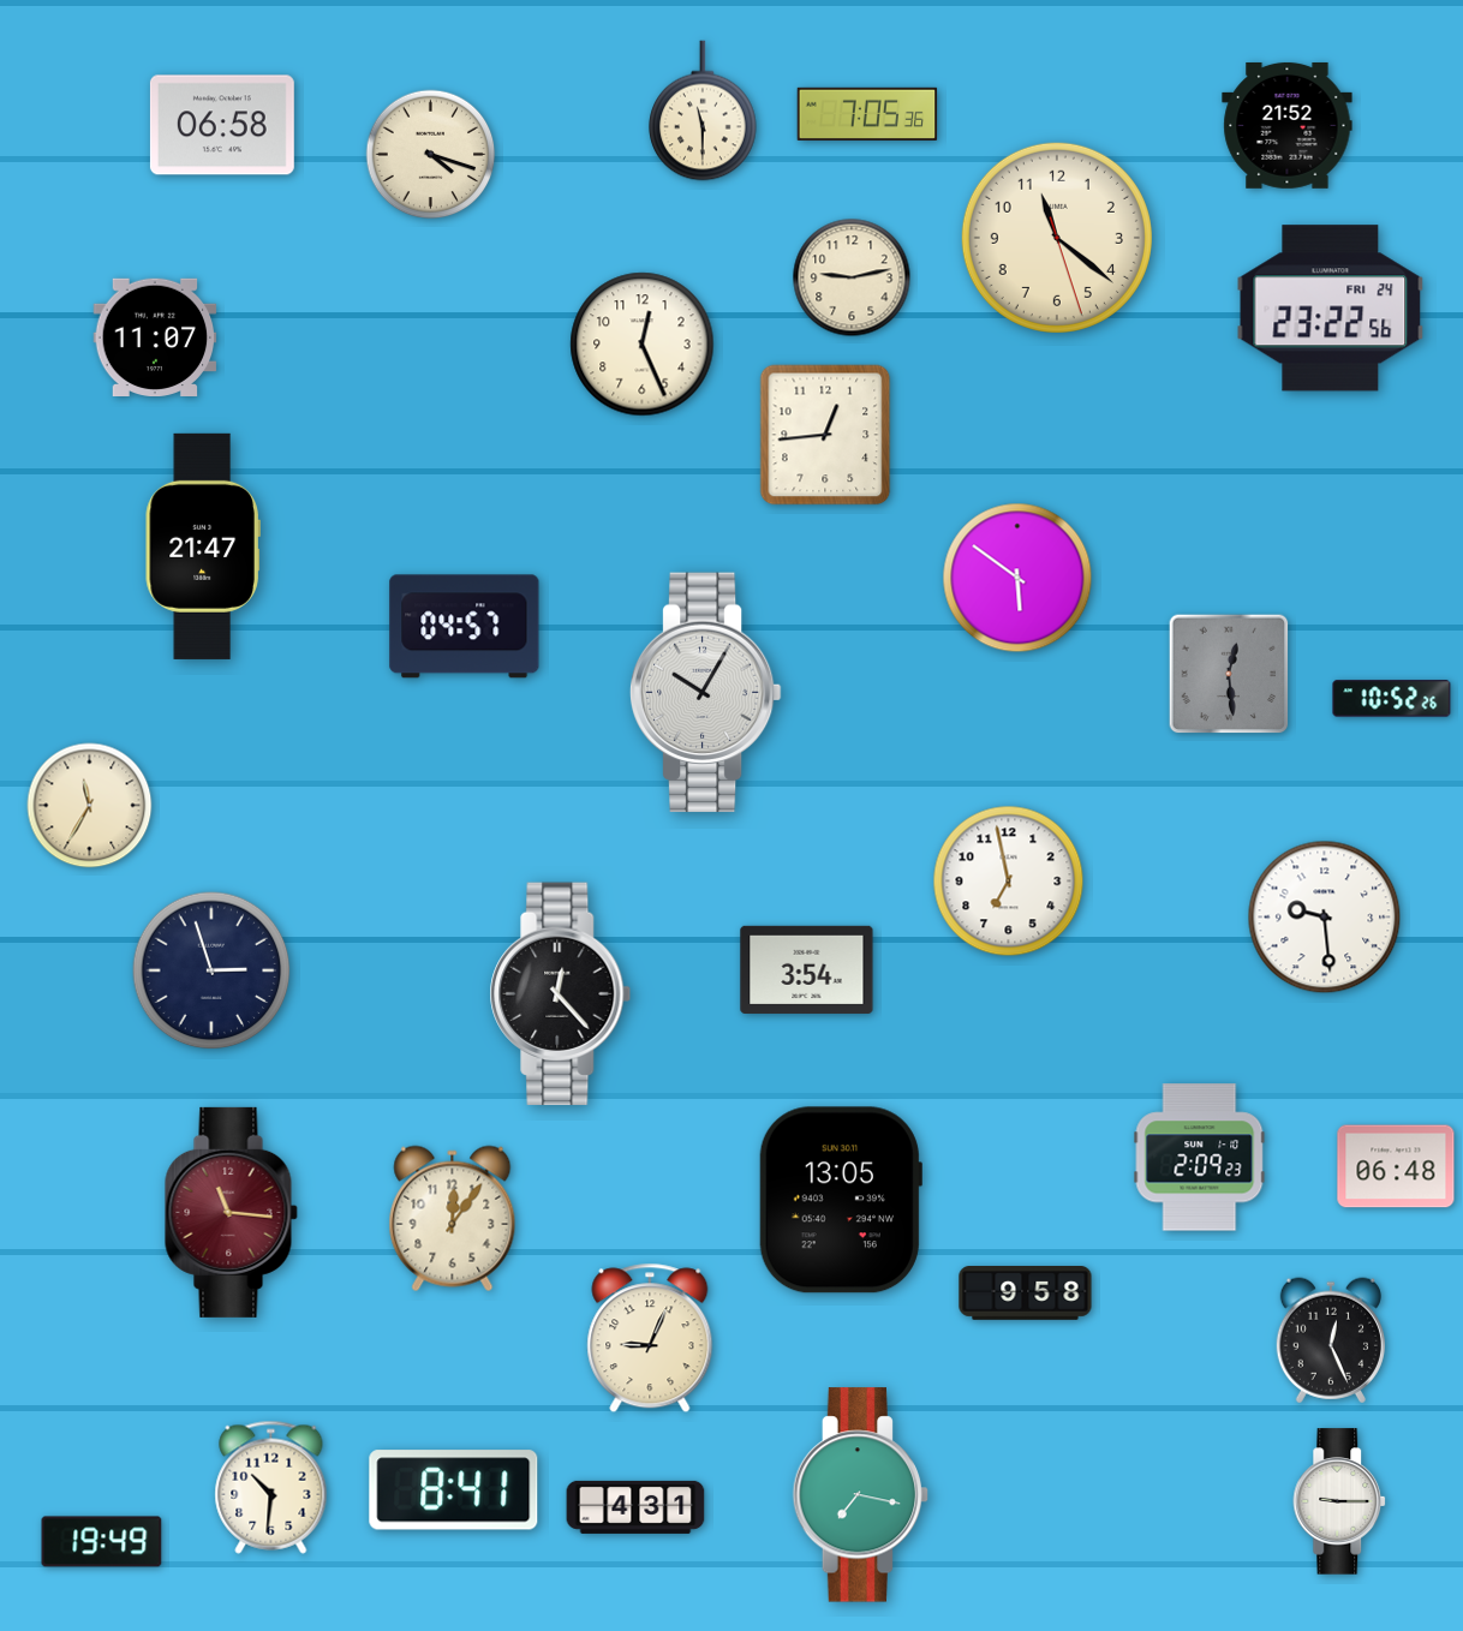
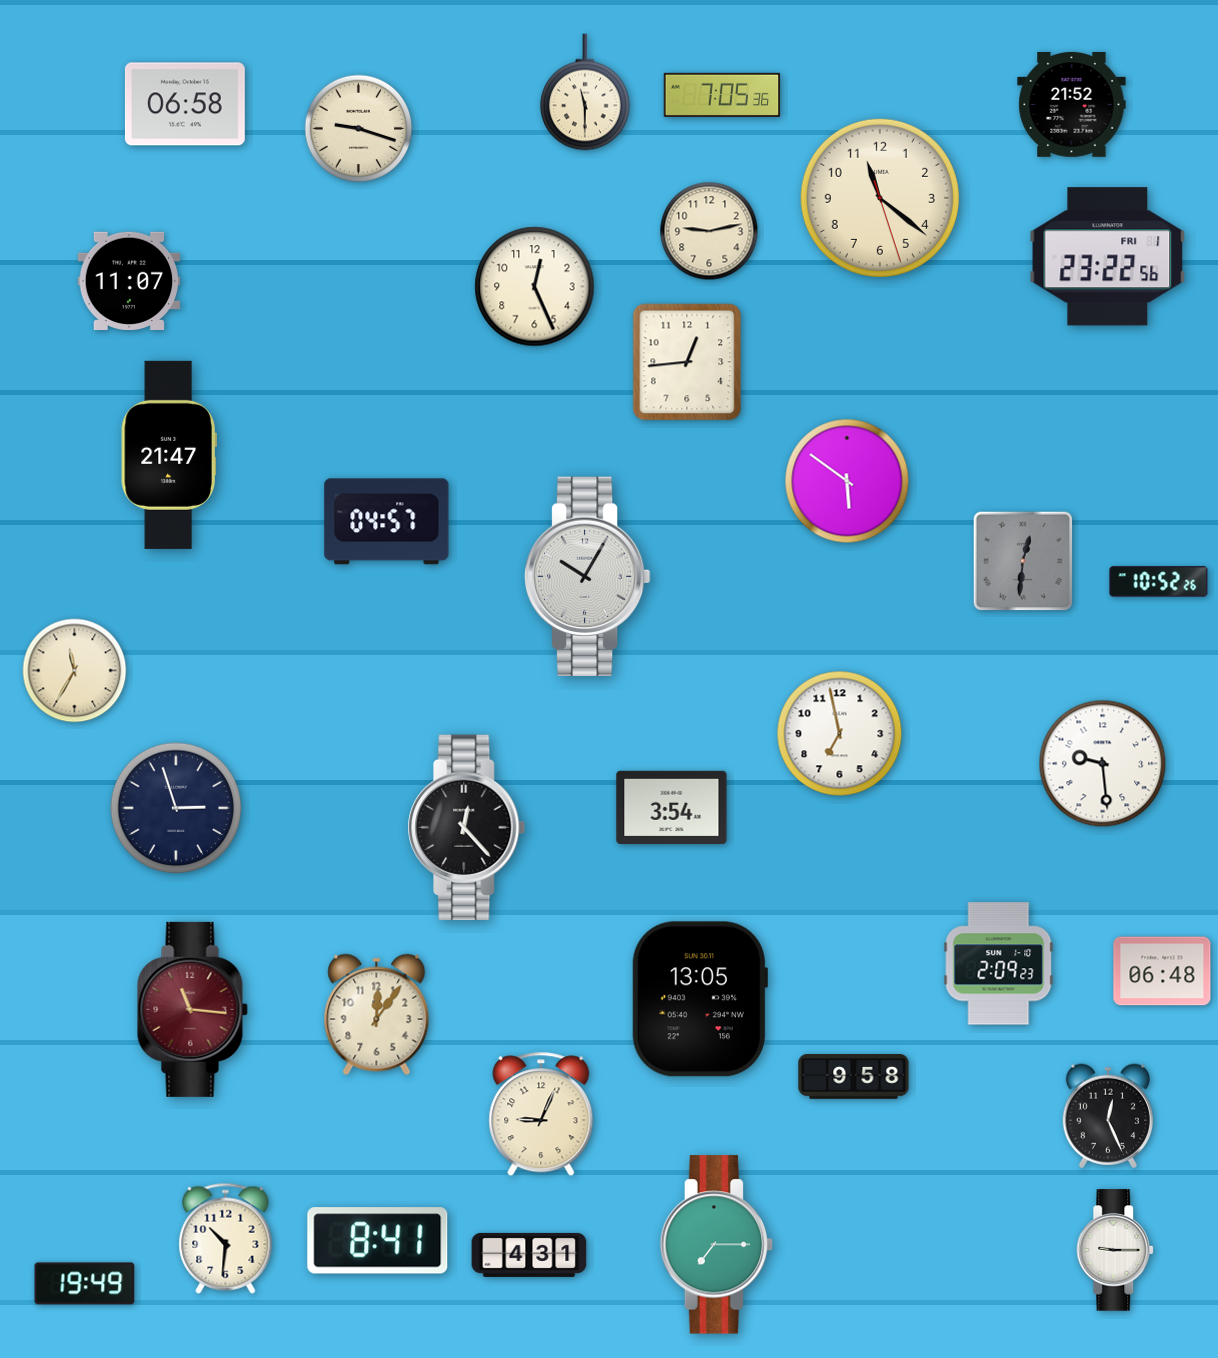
clock at (431, 155): 4:18 -> 9:18
clock at (1331, 309) date: FRI 24 -> FRI 1
clock at (1229, 674): 12:29 -> 12:31
clock at (861, 1495): 7:17 -> 7:15
